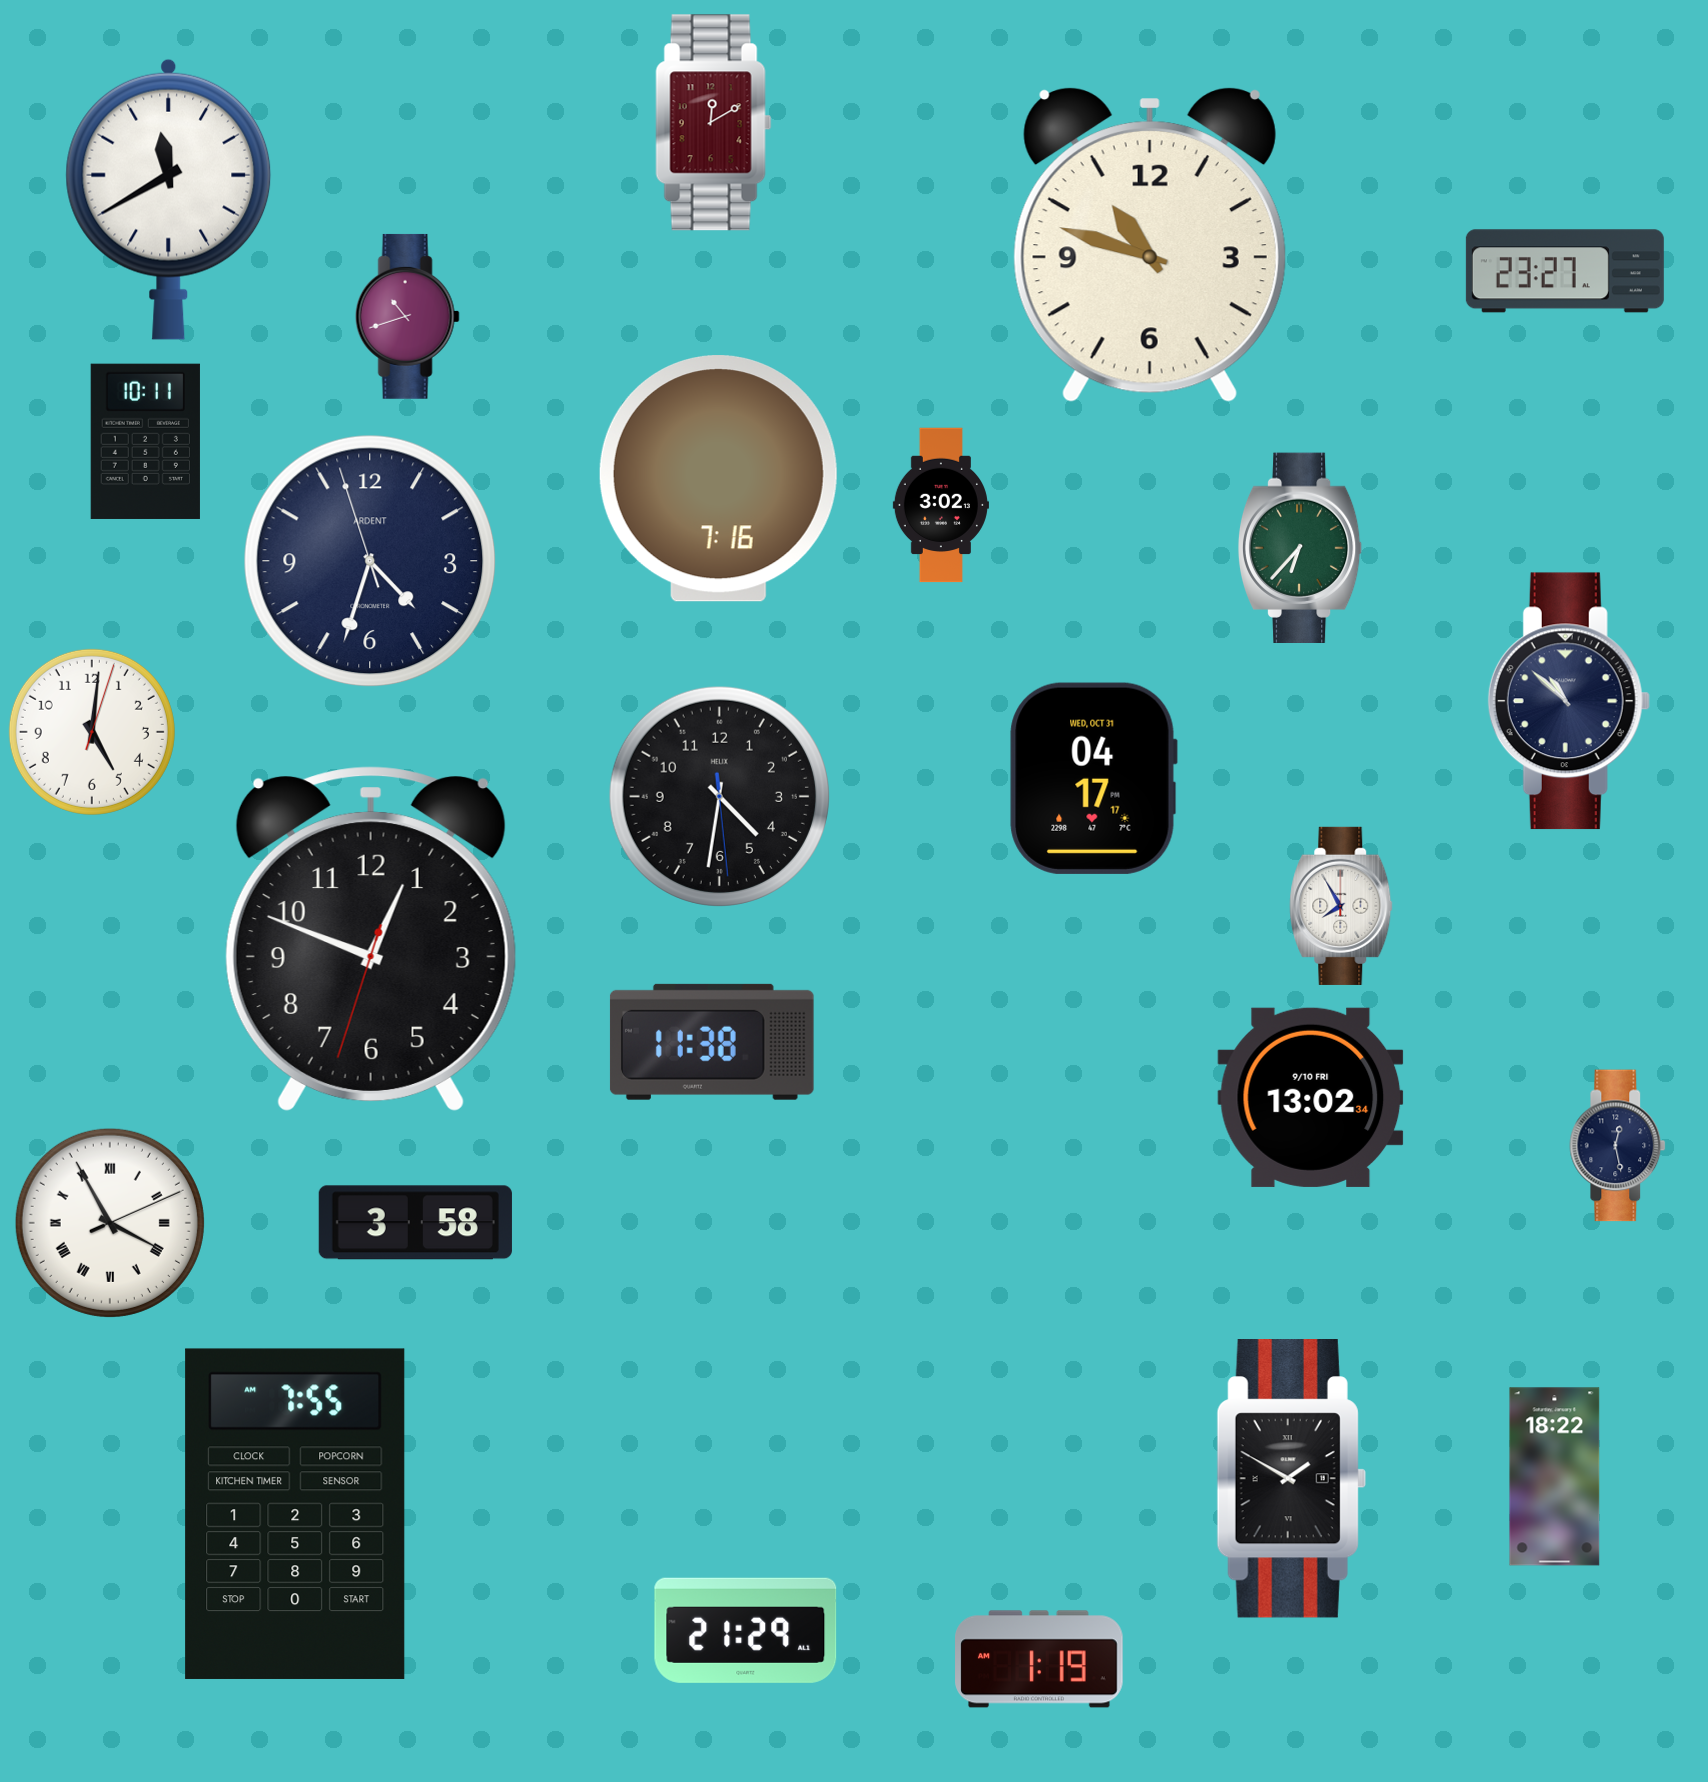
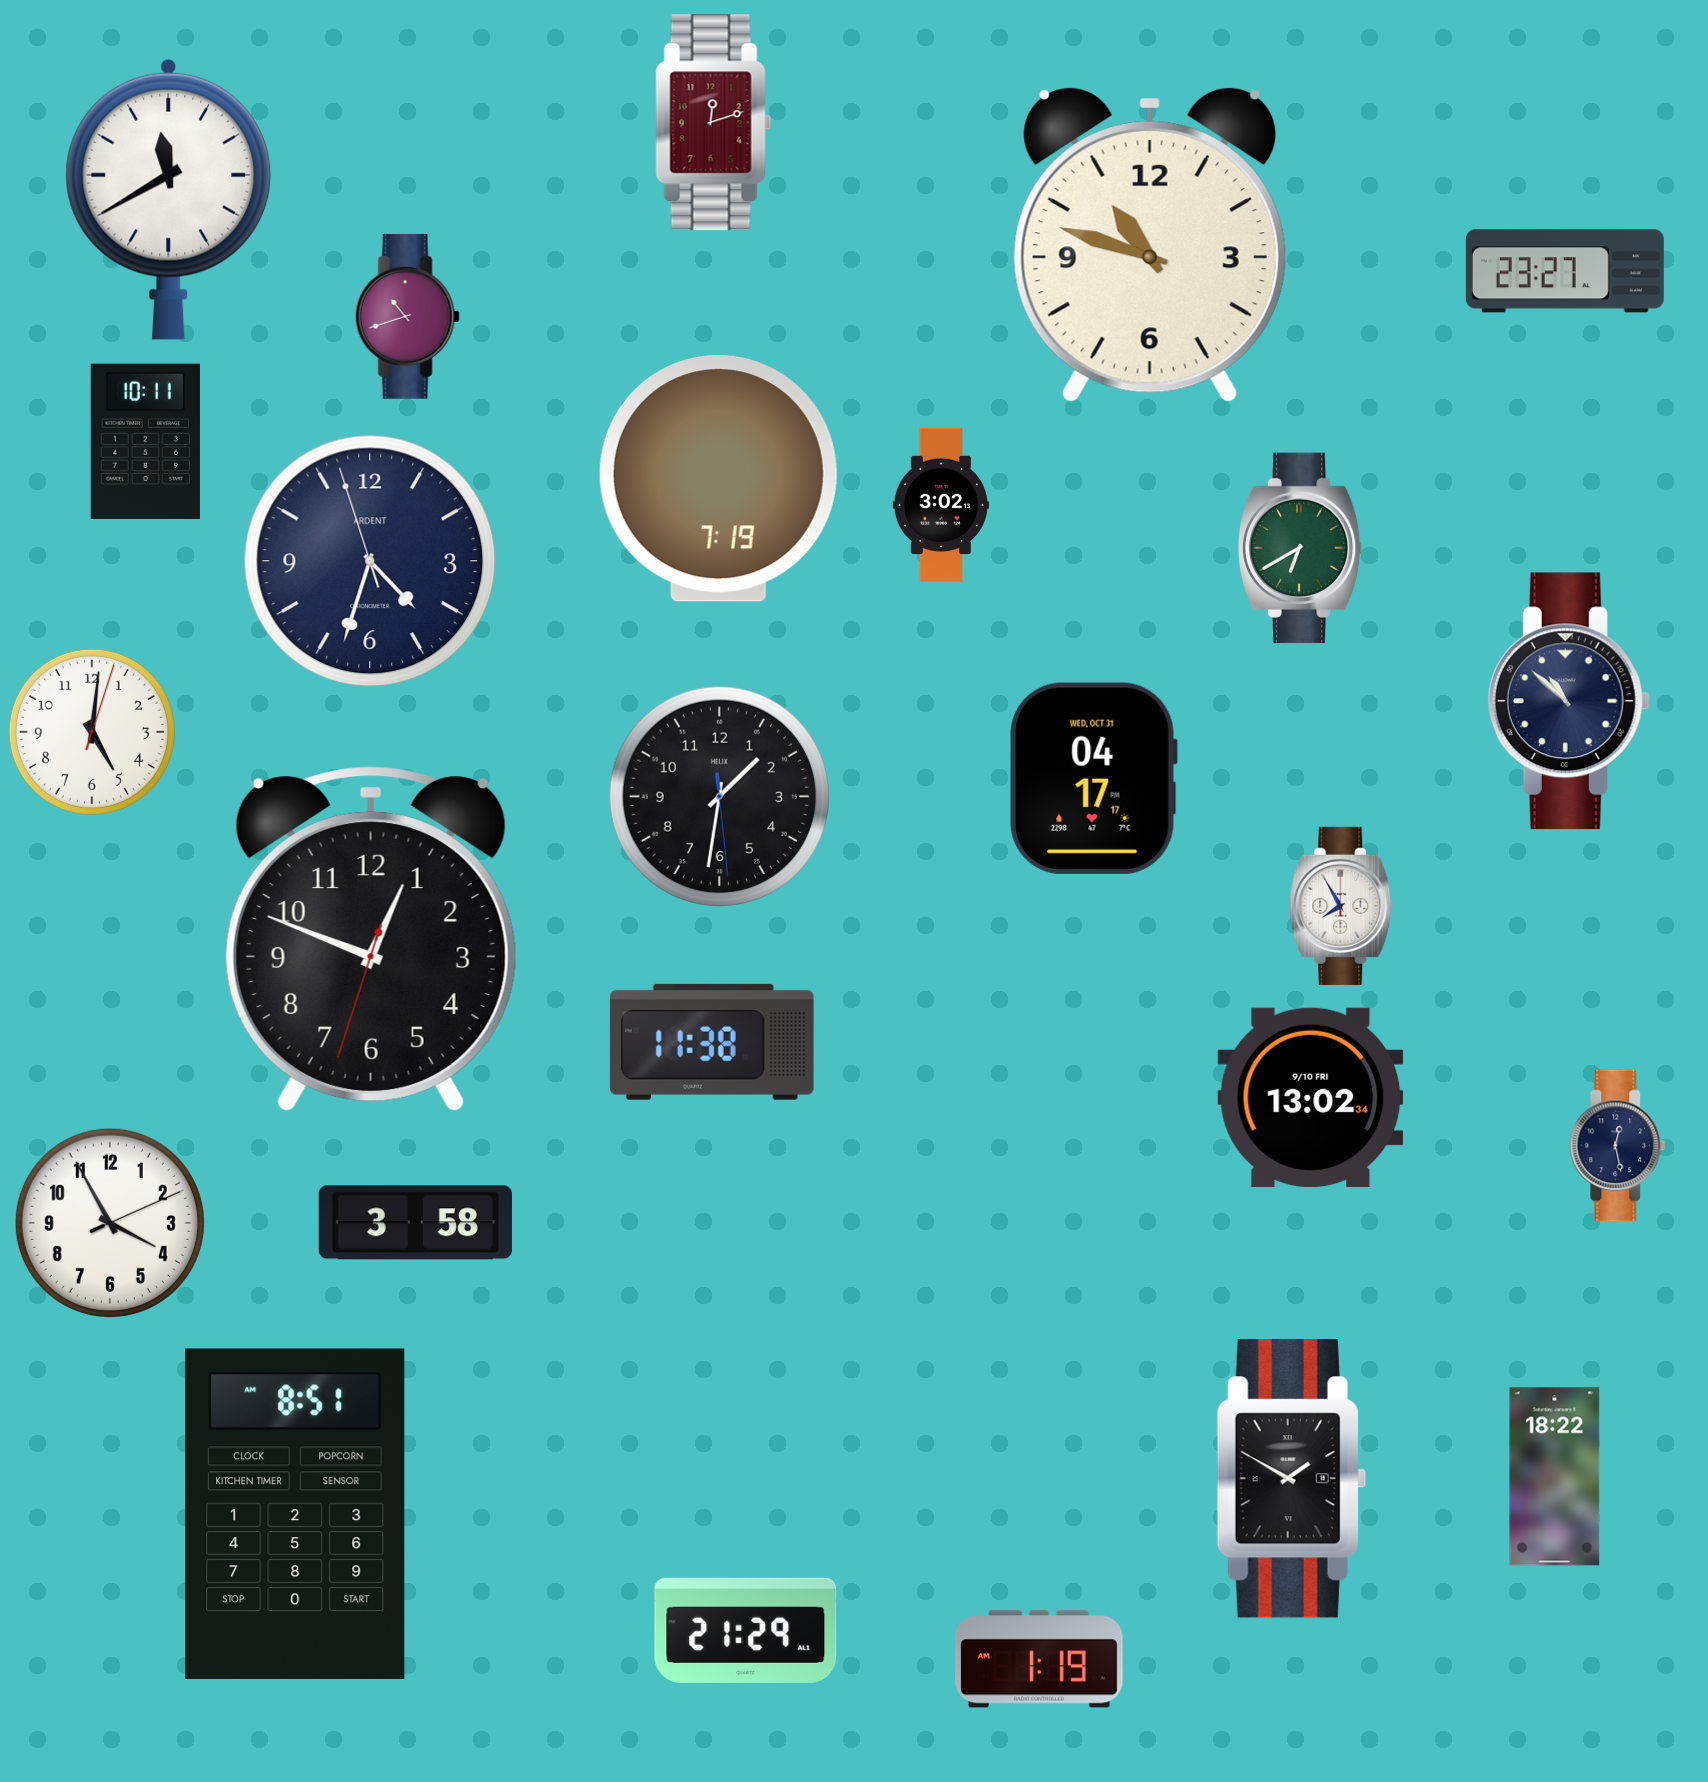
clock at (714, 123): 12:10 -> 12:12
clock at (718, 479): 7:16 -> 7:19
clock at (1300, 547): 6:37 -> 6:40
clock at (719, 796): 4:31 -> 1:31
clock at (110, 1223) numerals: Roman -> Arabic
clock at (295, 1514): 7:55 -> 8:51
